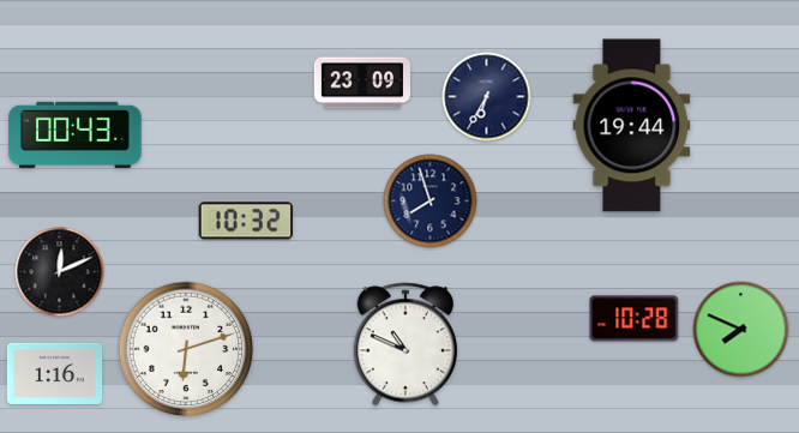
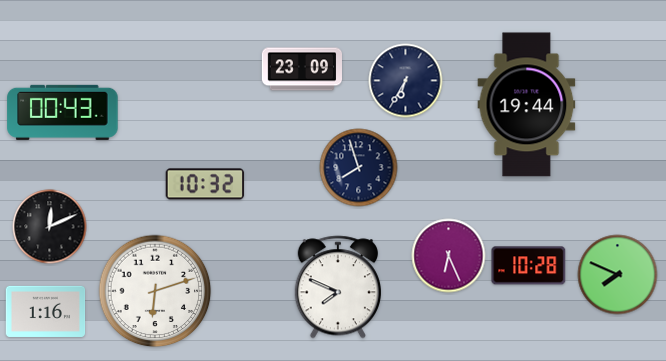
clock at (449, 256): none -> 6:26
clock at (405, 344): 10:49 -> 7:49
